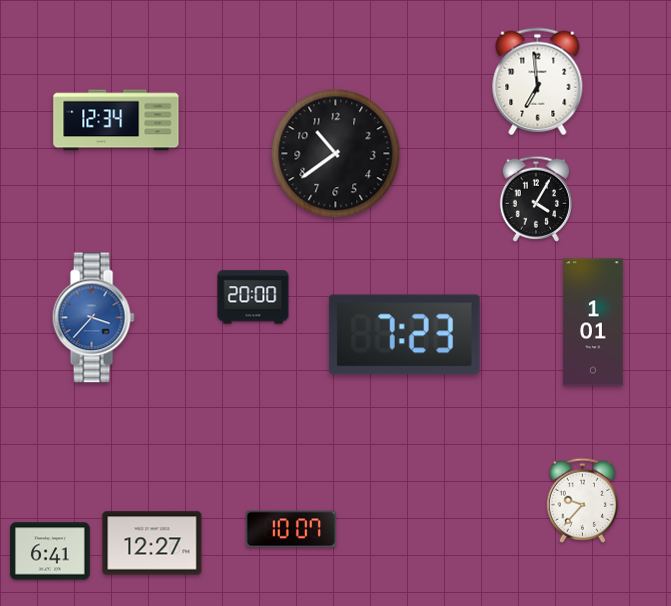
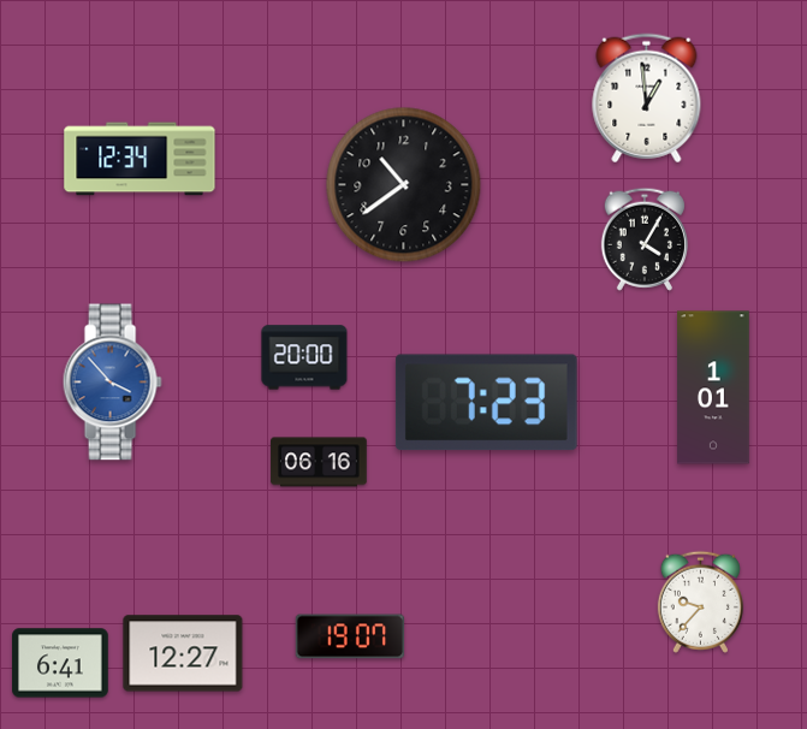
clock at (538, 82): 6:59 -> 12:59
clock at (116, 120) position: (116, 120) -> (140, 159)
clock at (93, 318): 3:37 -> 3:53
clock at (319, 462): none -> 06:16
clock at (291, 529): 10:07 -> 19:07
